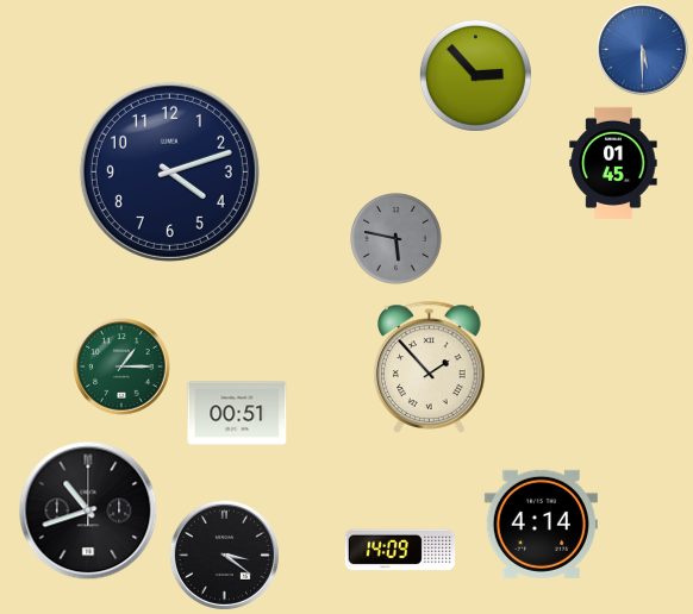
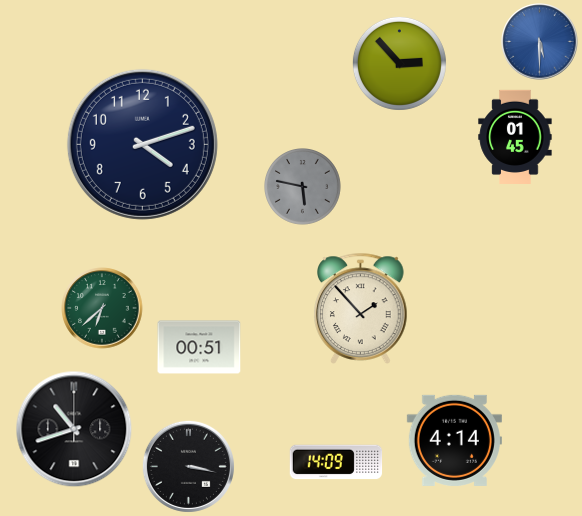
clock at (397, 239) position: (397, 239) -> (303, 187)
clock at (121, 366): 1:15 -> 6:38
clock at (224, 555): 3:21 -> 3:17
